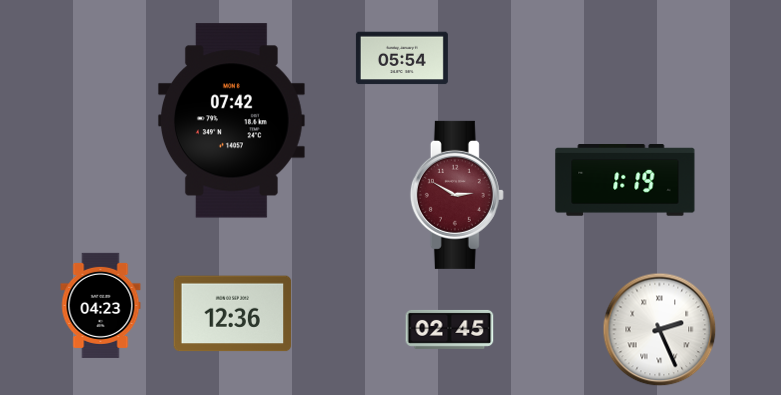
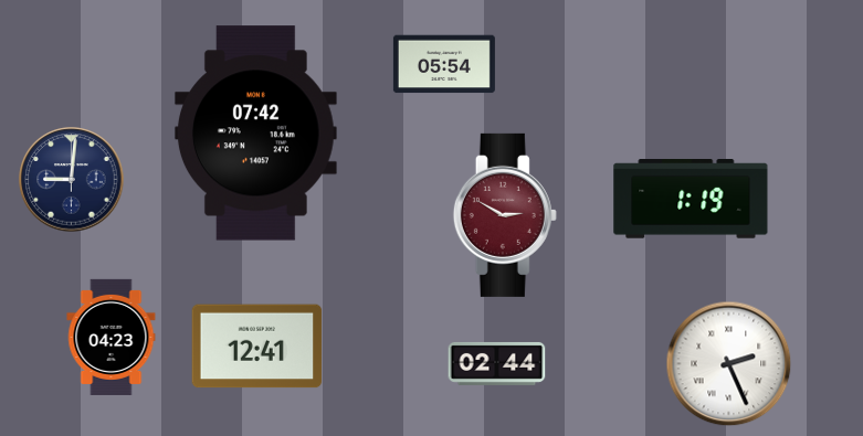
clock at (72, 180): none -> 9:01
clock at (233, 314): 12:36 -> 12:41
clock at (450, 329): 02:45 -> 02:44
